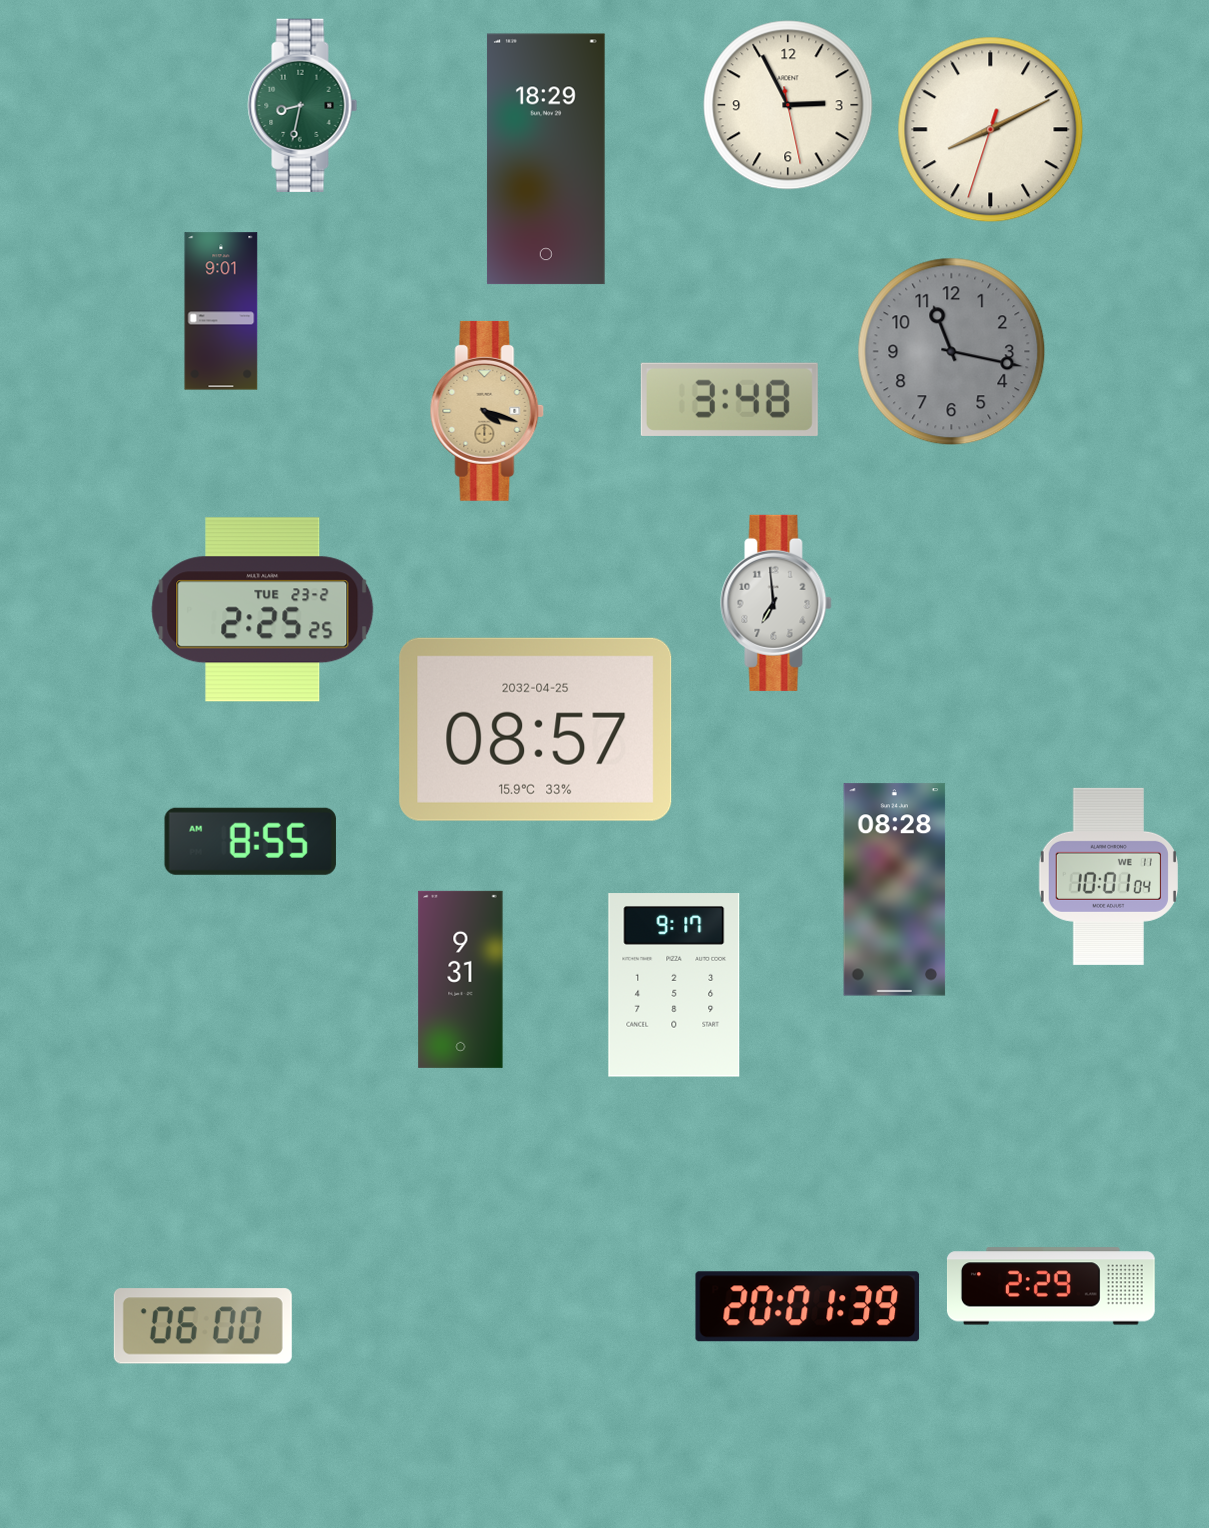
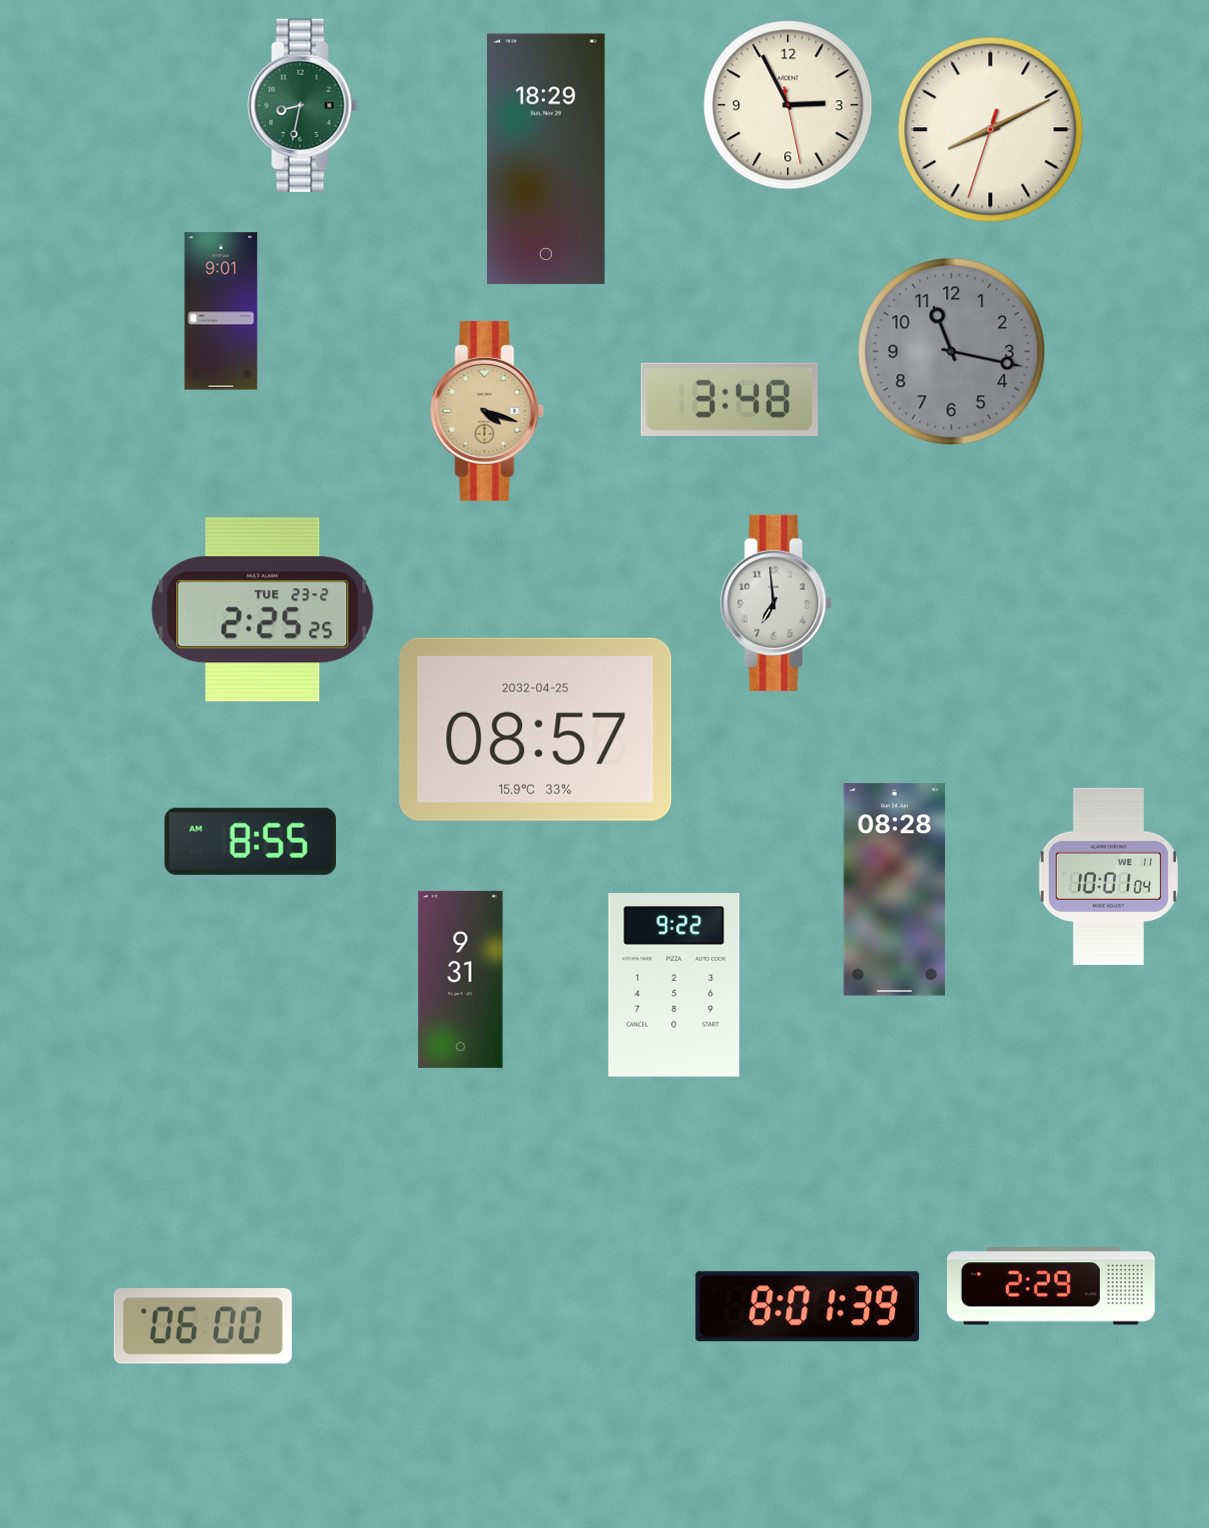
clock at (674, 985): 9:17 -> 9:22
clock at (808, 1307): 20:01 -> 8:01
